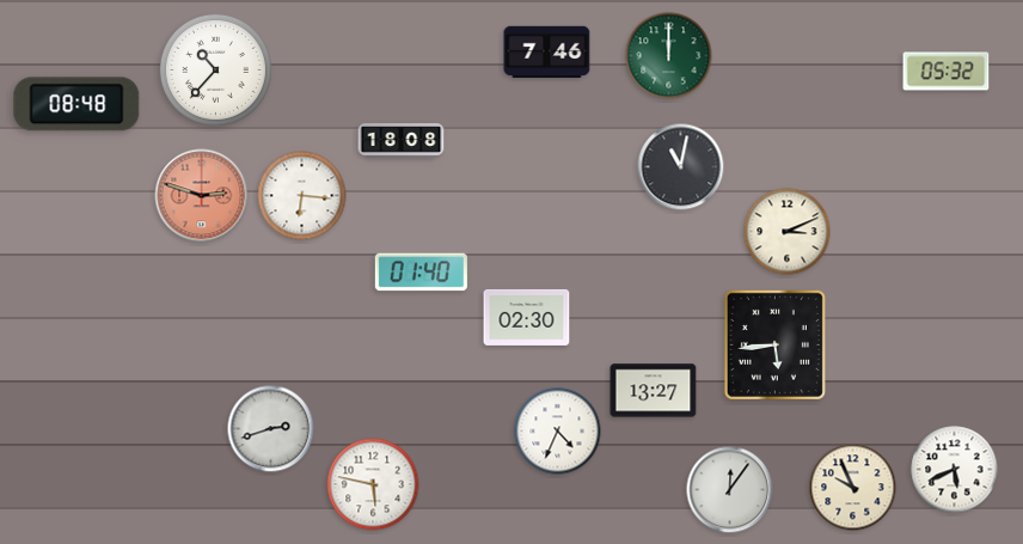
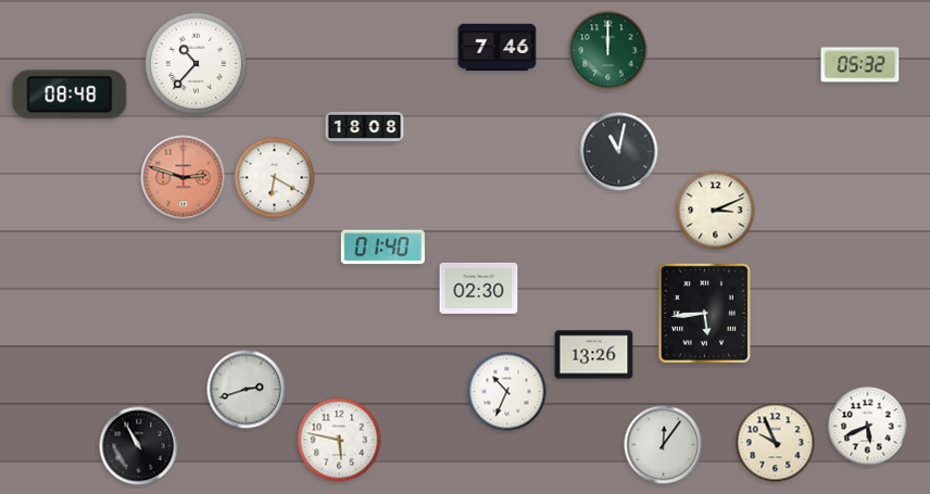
clock at (302, 196): 6:16 -> 6:20
clock at (654, 391): 13:27 -> 13:26
clock at (558, 432): 4:34 -> 10:34
clock at (139, 446): none -> 10:55
